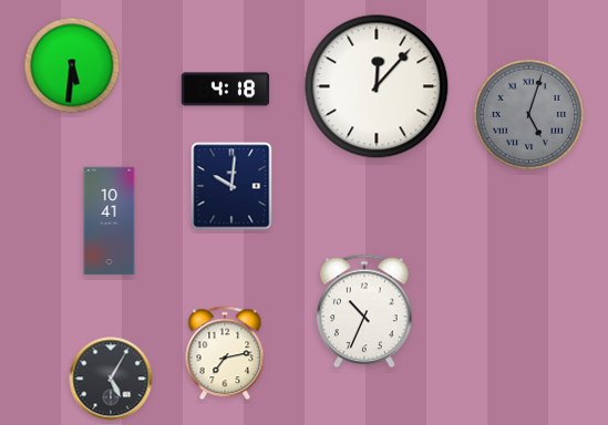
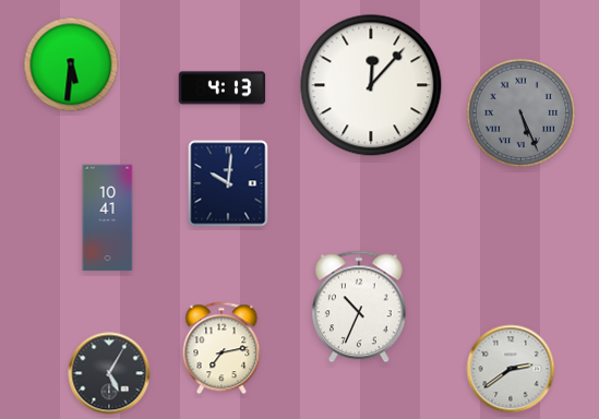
clock at (226, 90): 4:18 -> 4:13
clock at (529, 115): 5:03 -> 5:26
clock at (511, 369): none -> 2:39
